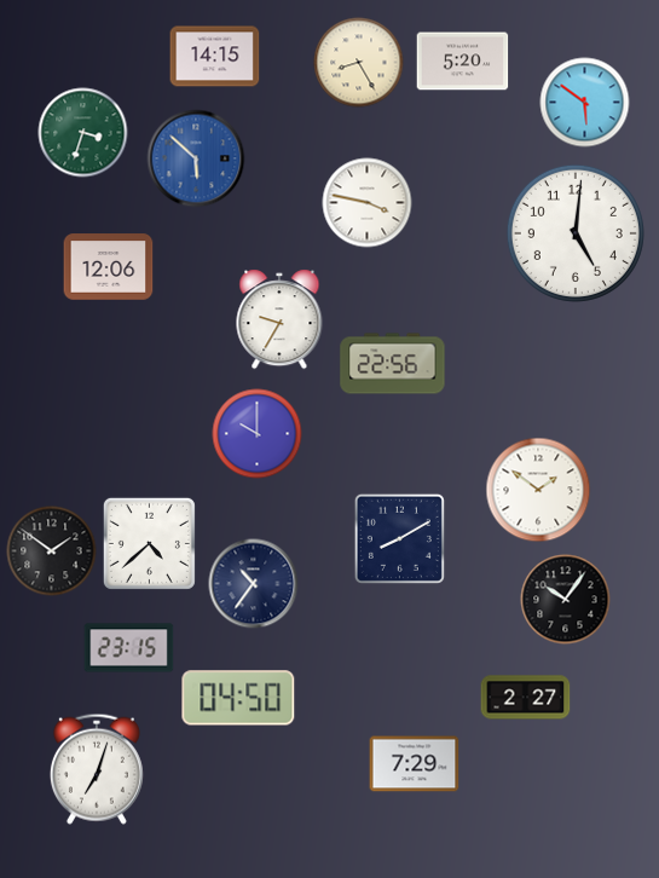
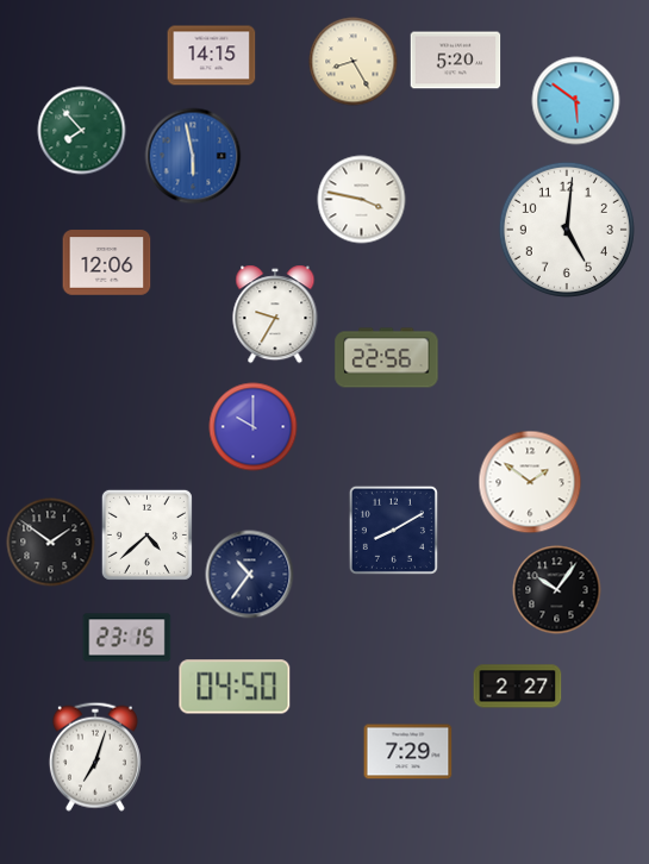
clock at (83, 133): 3:33 -> 7:53
clock at (196, 158): 5:52 -> 5:58
